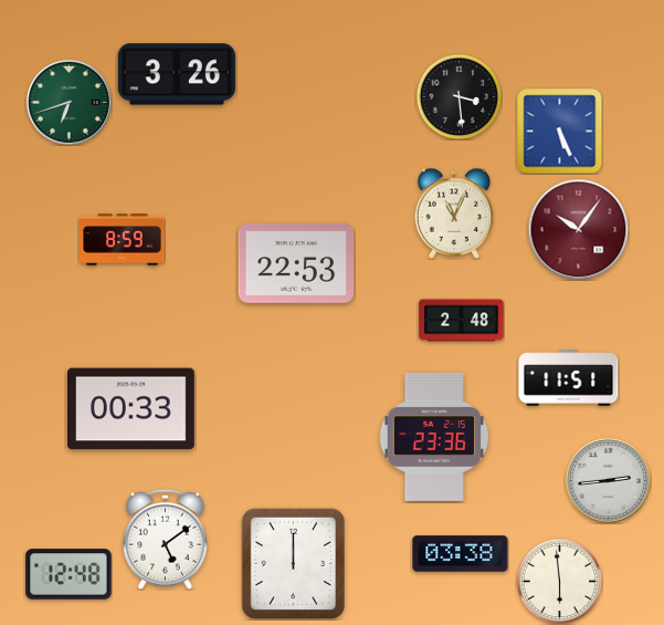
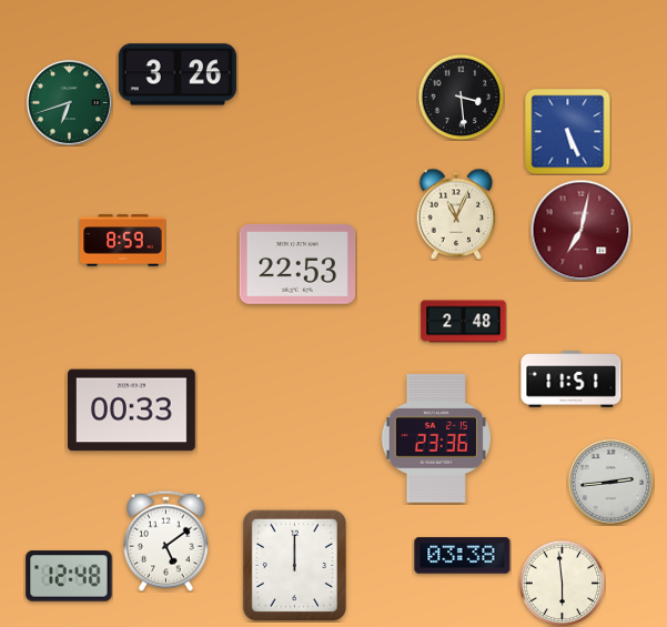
clock at (559, 132) position: (559, 132) -> (567, 132)
clock at (578, 229): 10:06 -> 7:02
